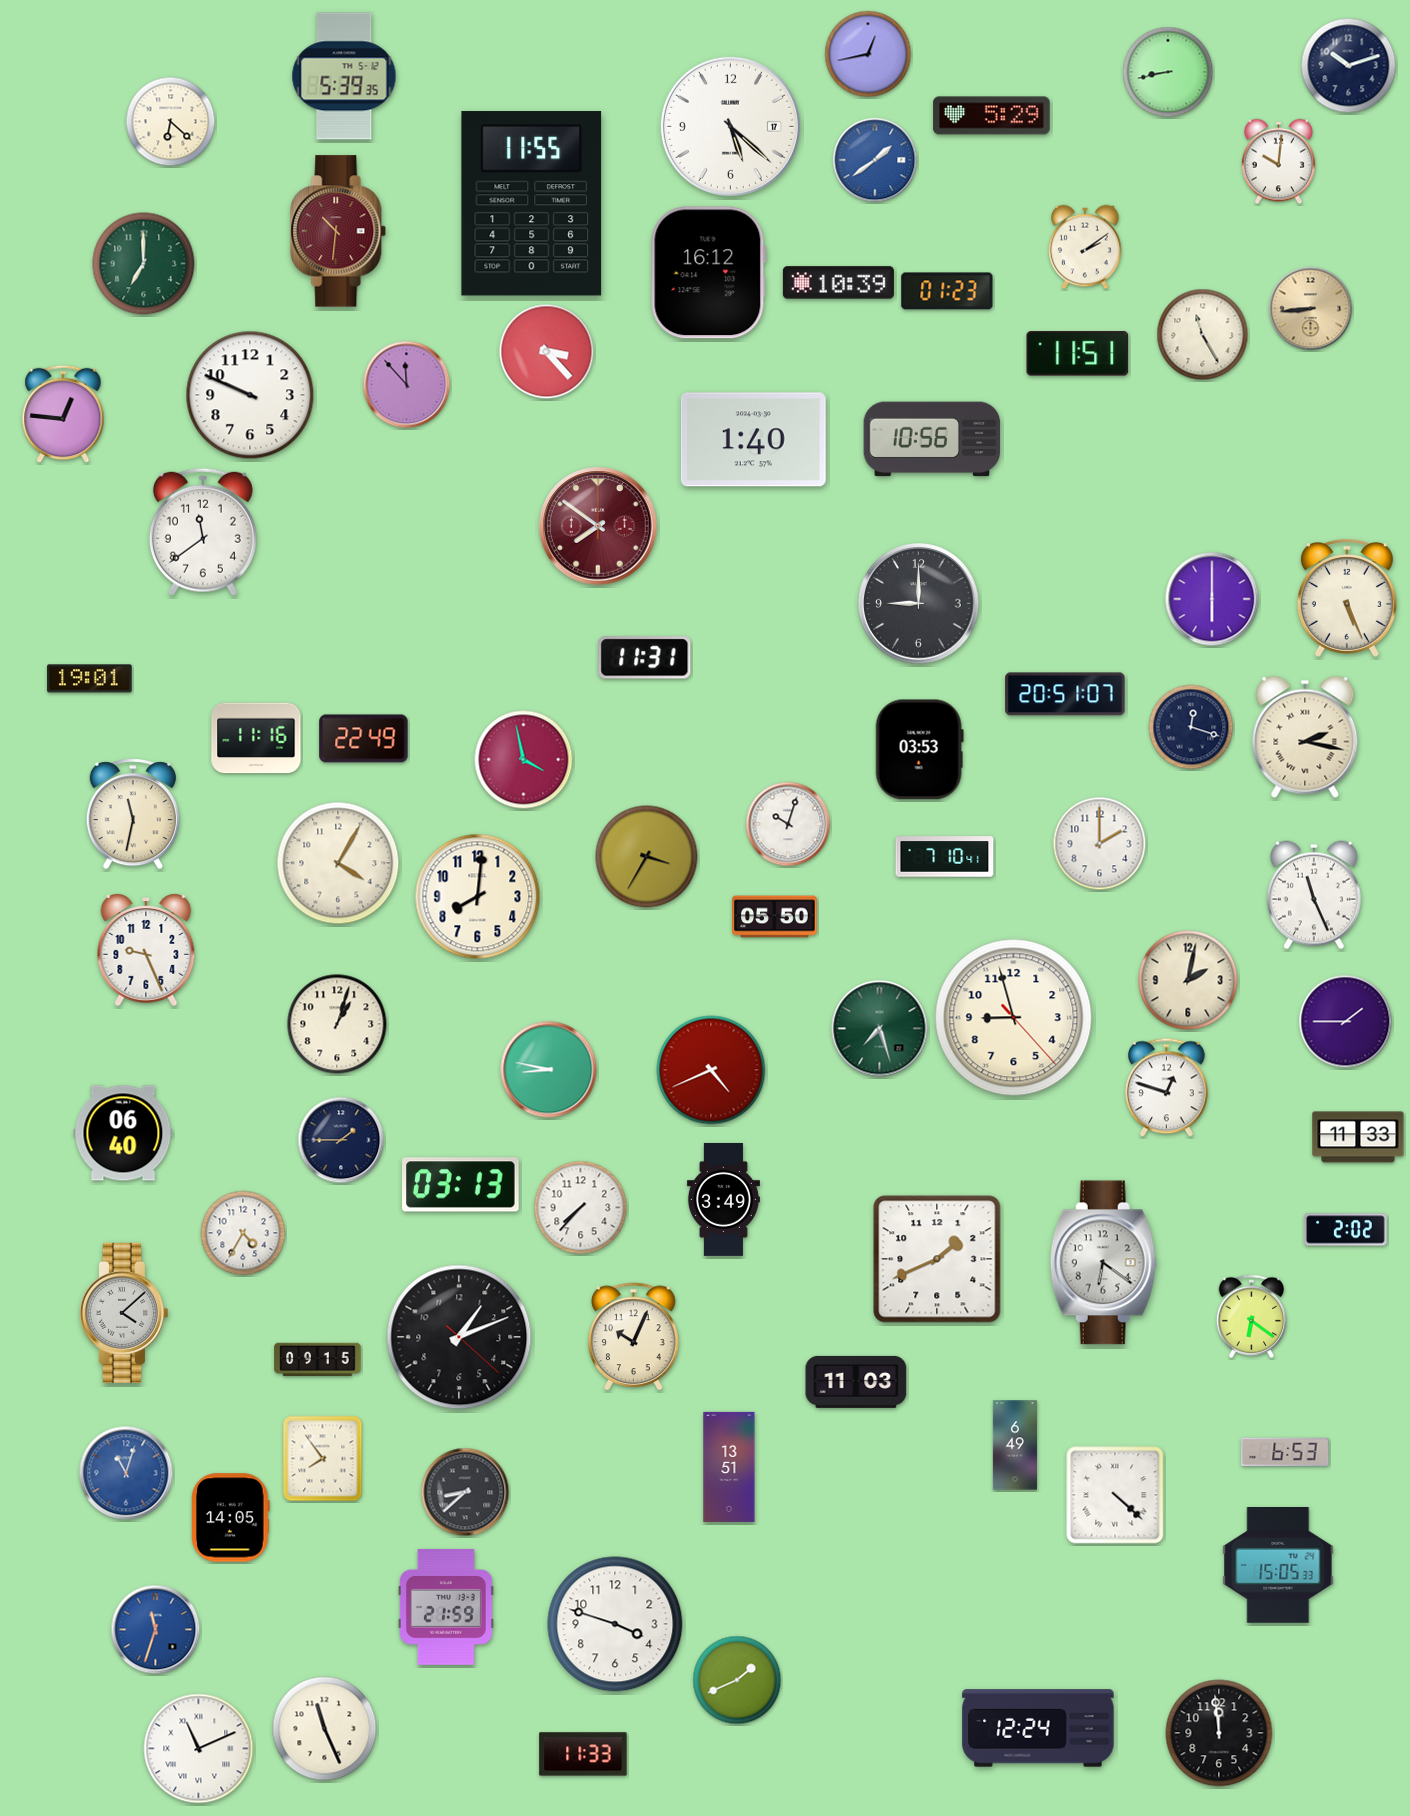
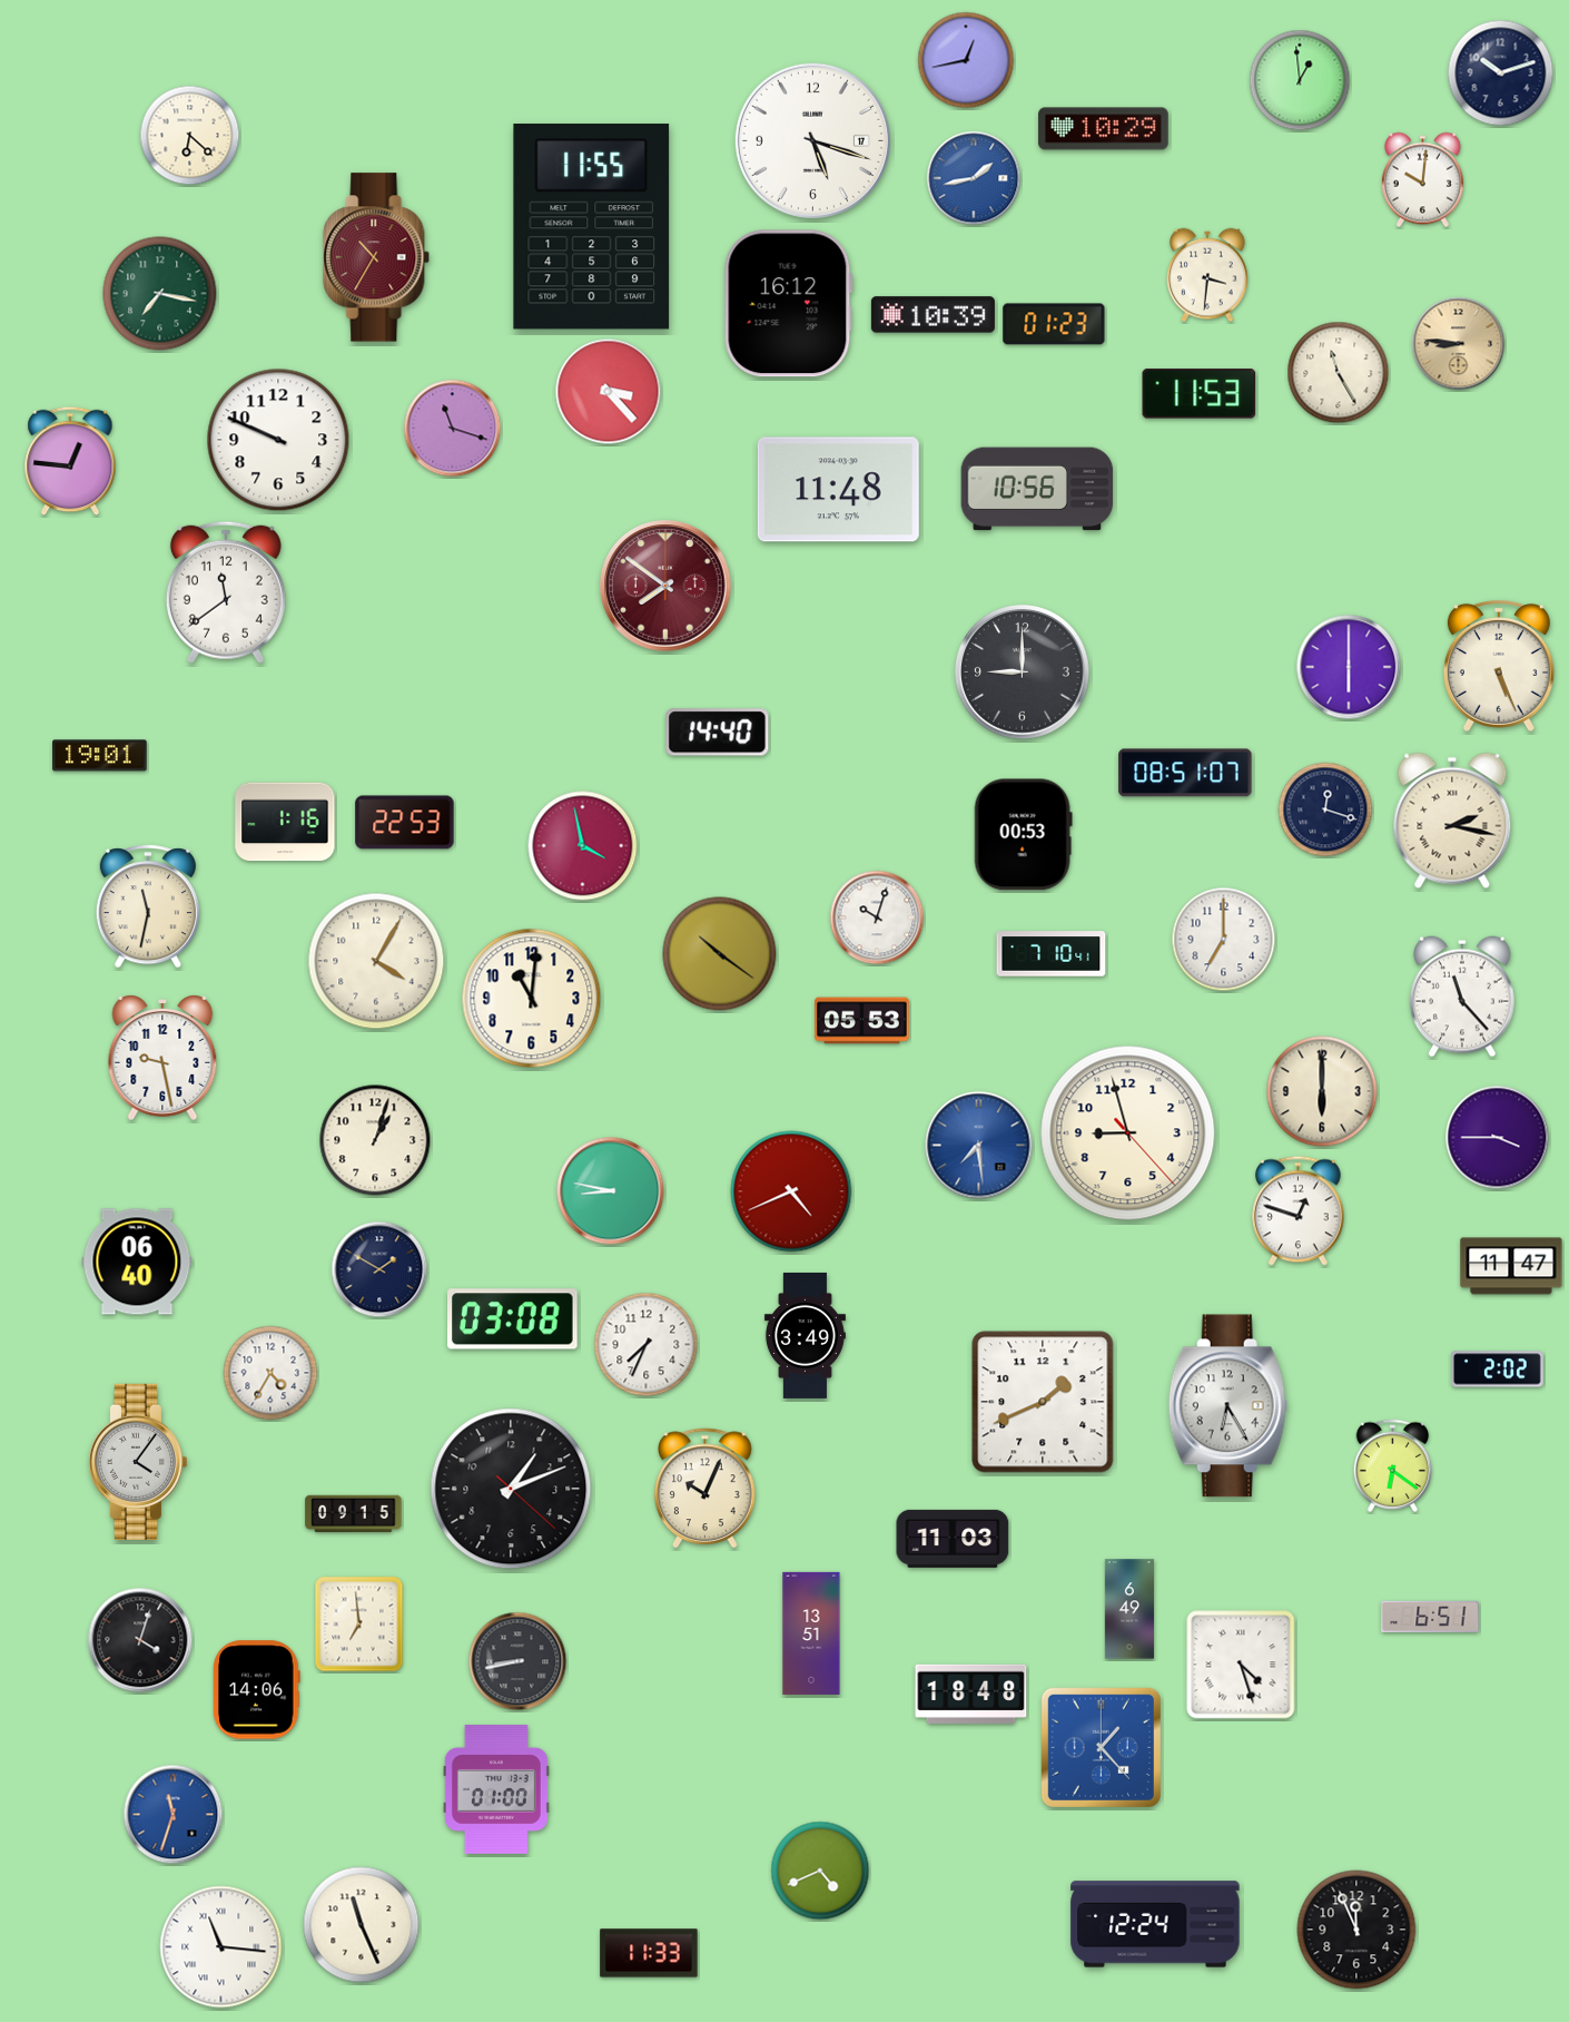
clock at (1168, 72): 8:43 -> 12:59
clock at (344, 76): 5:39 -> none
clock at (992, 116): 5:29 -> 10:29
clock at (730, 126): 5:22 -> 5:18
clock at (875, 160): 1:39 -> 1:43
clock at (339, 231): 10:31 -> 10:35
clock at (1086, 247): 2:09 -> 3:31
clock at (144, 264): 7:00 -> 7:17
clock at (1311, 309): 8:44 -> 8:46
clock at (1078, 354): 11:51 -> 11:53
clock at (407, 385): 11:53 -> 11:18
clock at (753, 440): 1:40 -> 11:48
clock at (645, 658): 11:31 -> 14:40
clock at (1065, 694): 20:51 -> 08:51
clock at (256, 738): 11:16 -> 1:16
clock at (364, 739): 22:49 -> 22:53
clock at (919, 750): 03:53 -> 00:53
clock at (1100, 844): 2:00 -> 7:00
clock at (647, 857): 3:35 -> 10:21
clock at (1314, 895): 11:26 -> 11:23
clock at (478, 897): 8:01 -> 11:01
clock at (775, 917): 05:50 -> 05:53
clock at (146, 950): 9:26 -> 9:28
clock at (1188, 980): 2:02 -> 6:00
clock at (1346, 1022): 1:45 -> 3:45
clock at (880, 1029): 7:27 -> 7:29
clock at (880, 1029) dial: green -> blue
clock at (1358, 1137): 11:33 -> 11:47
clock at (341, 1140): 1:45 -> 1:50
clock at (461, 1185): 03:13 -> 03:08
clock at (581, 1208): 7:37 -> 7:34
clock at (1103, 1263): 6:21 -> 6:25
clock at (123, 1313): 4:08 -> 4:06
clock at (1285, 1452): 6:53 -> 6:51
clock at (323, 1459): 7:54 -> 6:59
clock at (126, 1473): 11:03 -> 4:03
clock at (126, 1473) dial: blue -> black
clock at (465, 1492): 8:38 -> 8:43
clock at (1115, 1495): 4:22 -> 4:27
clock at (231, 1518): 14:05 -> 14:06
clock at (971, 1694): none -> 18:48
clock at (1278, 1565): 15:05 -> none
clock at (1101, 1747): none -> 1:23
clock at (446, 1607): 21:59 -> 01:00
clock at (615, 1624): 3:48 -> none
clock at (737, 1680): 1:41 -> 4:41
clock at (1219, 1733): 11:59 -> 11:56
clock at (199, 1749): 11:11 -> 11:16
